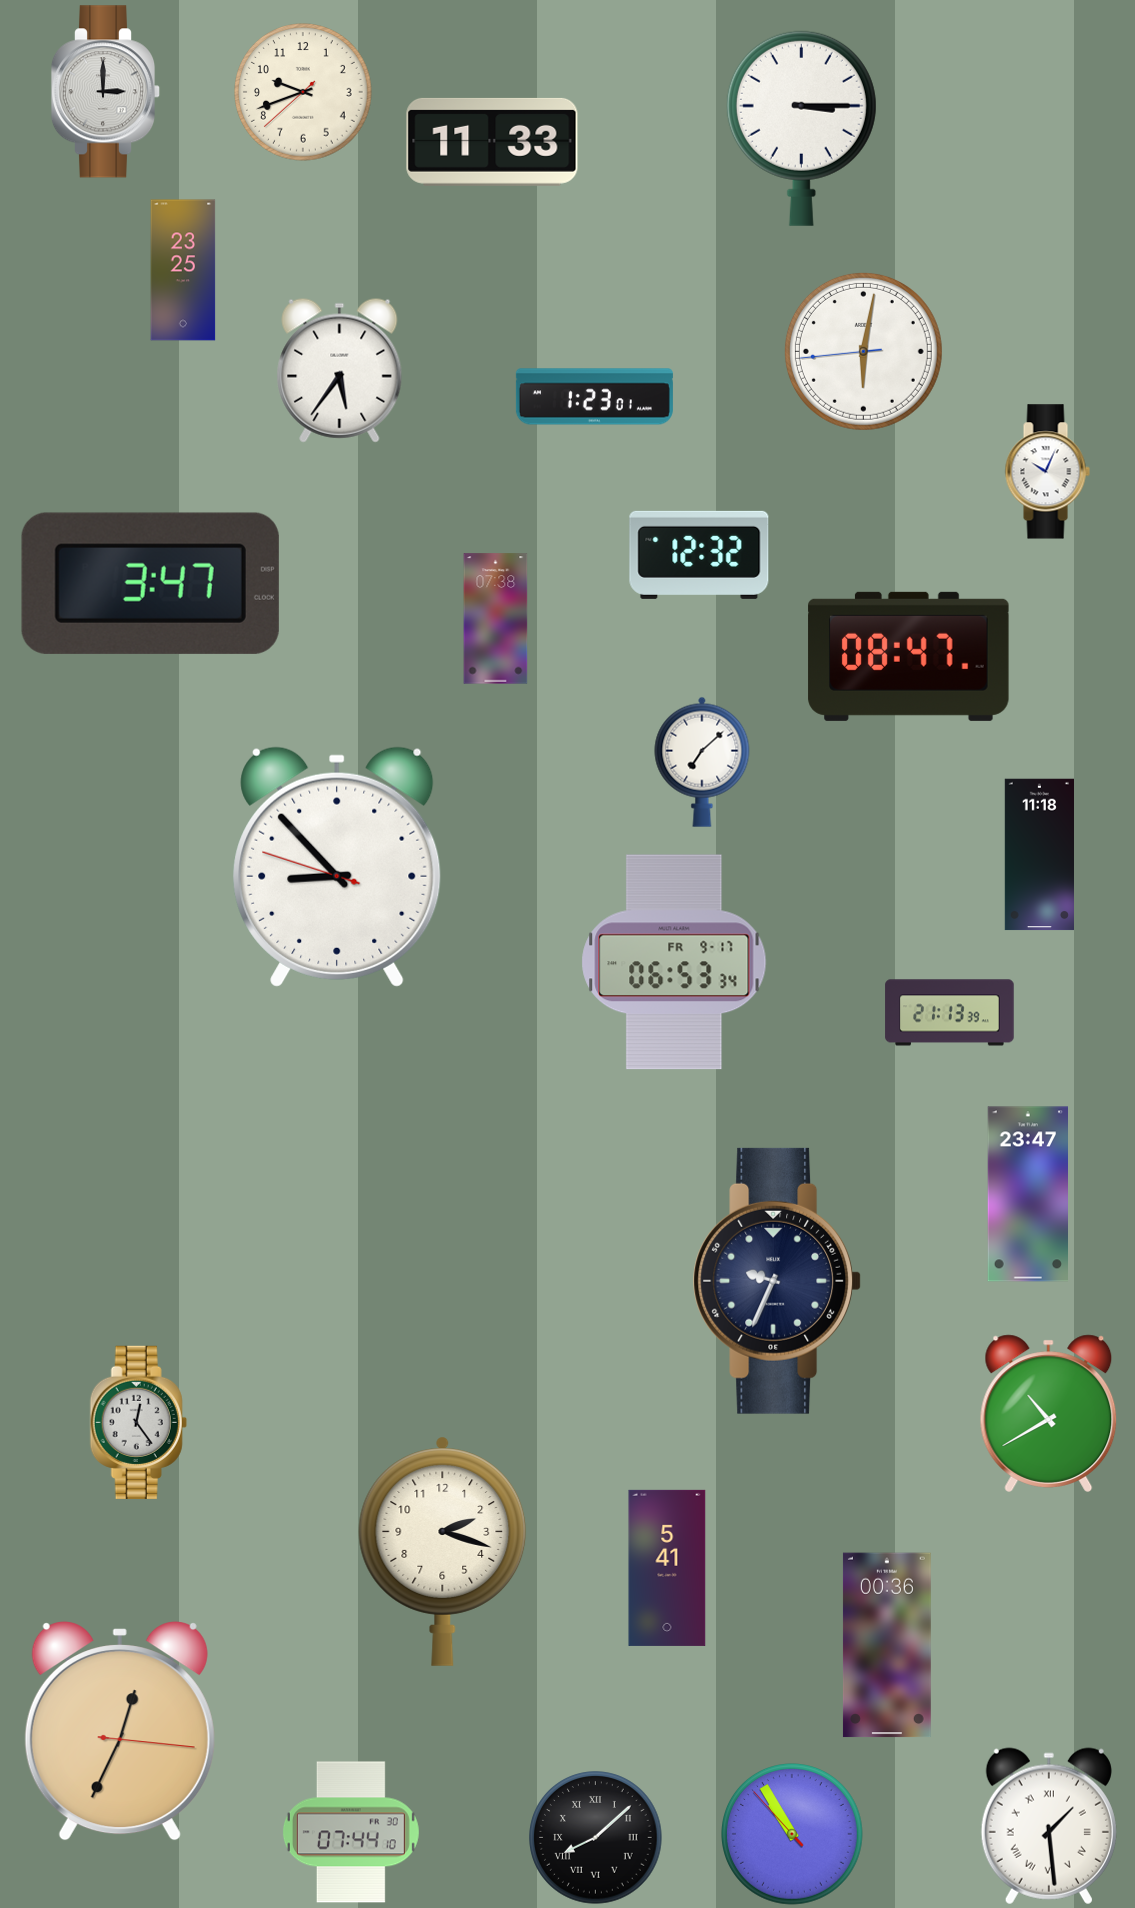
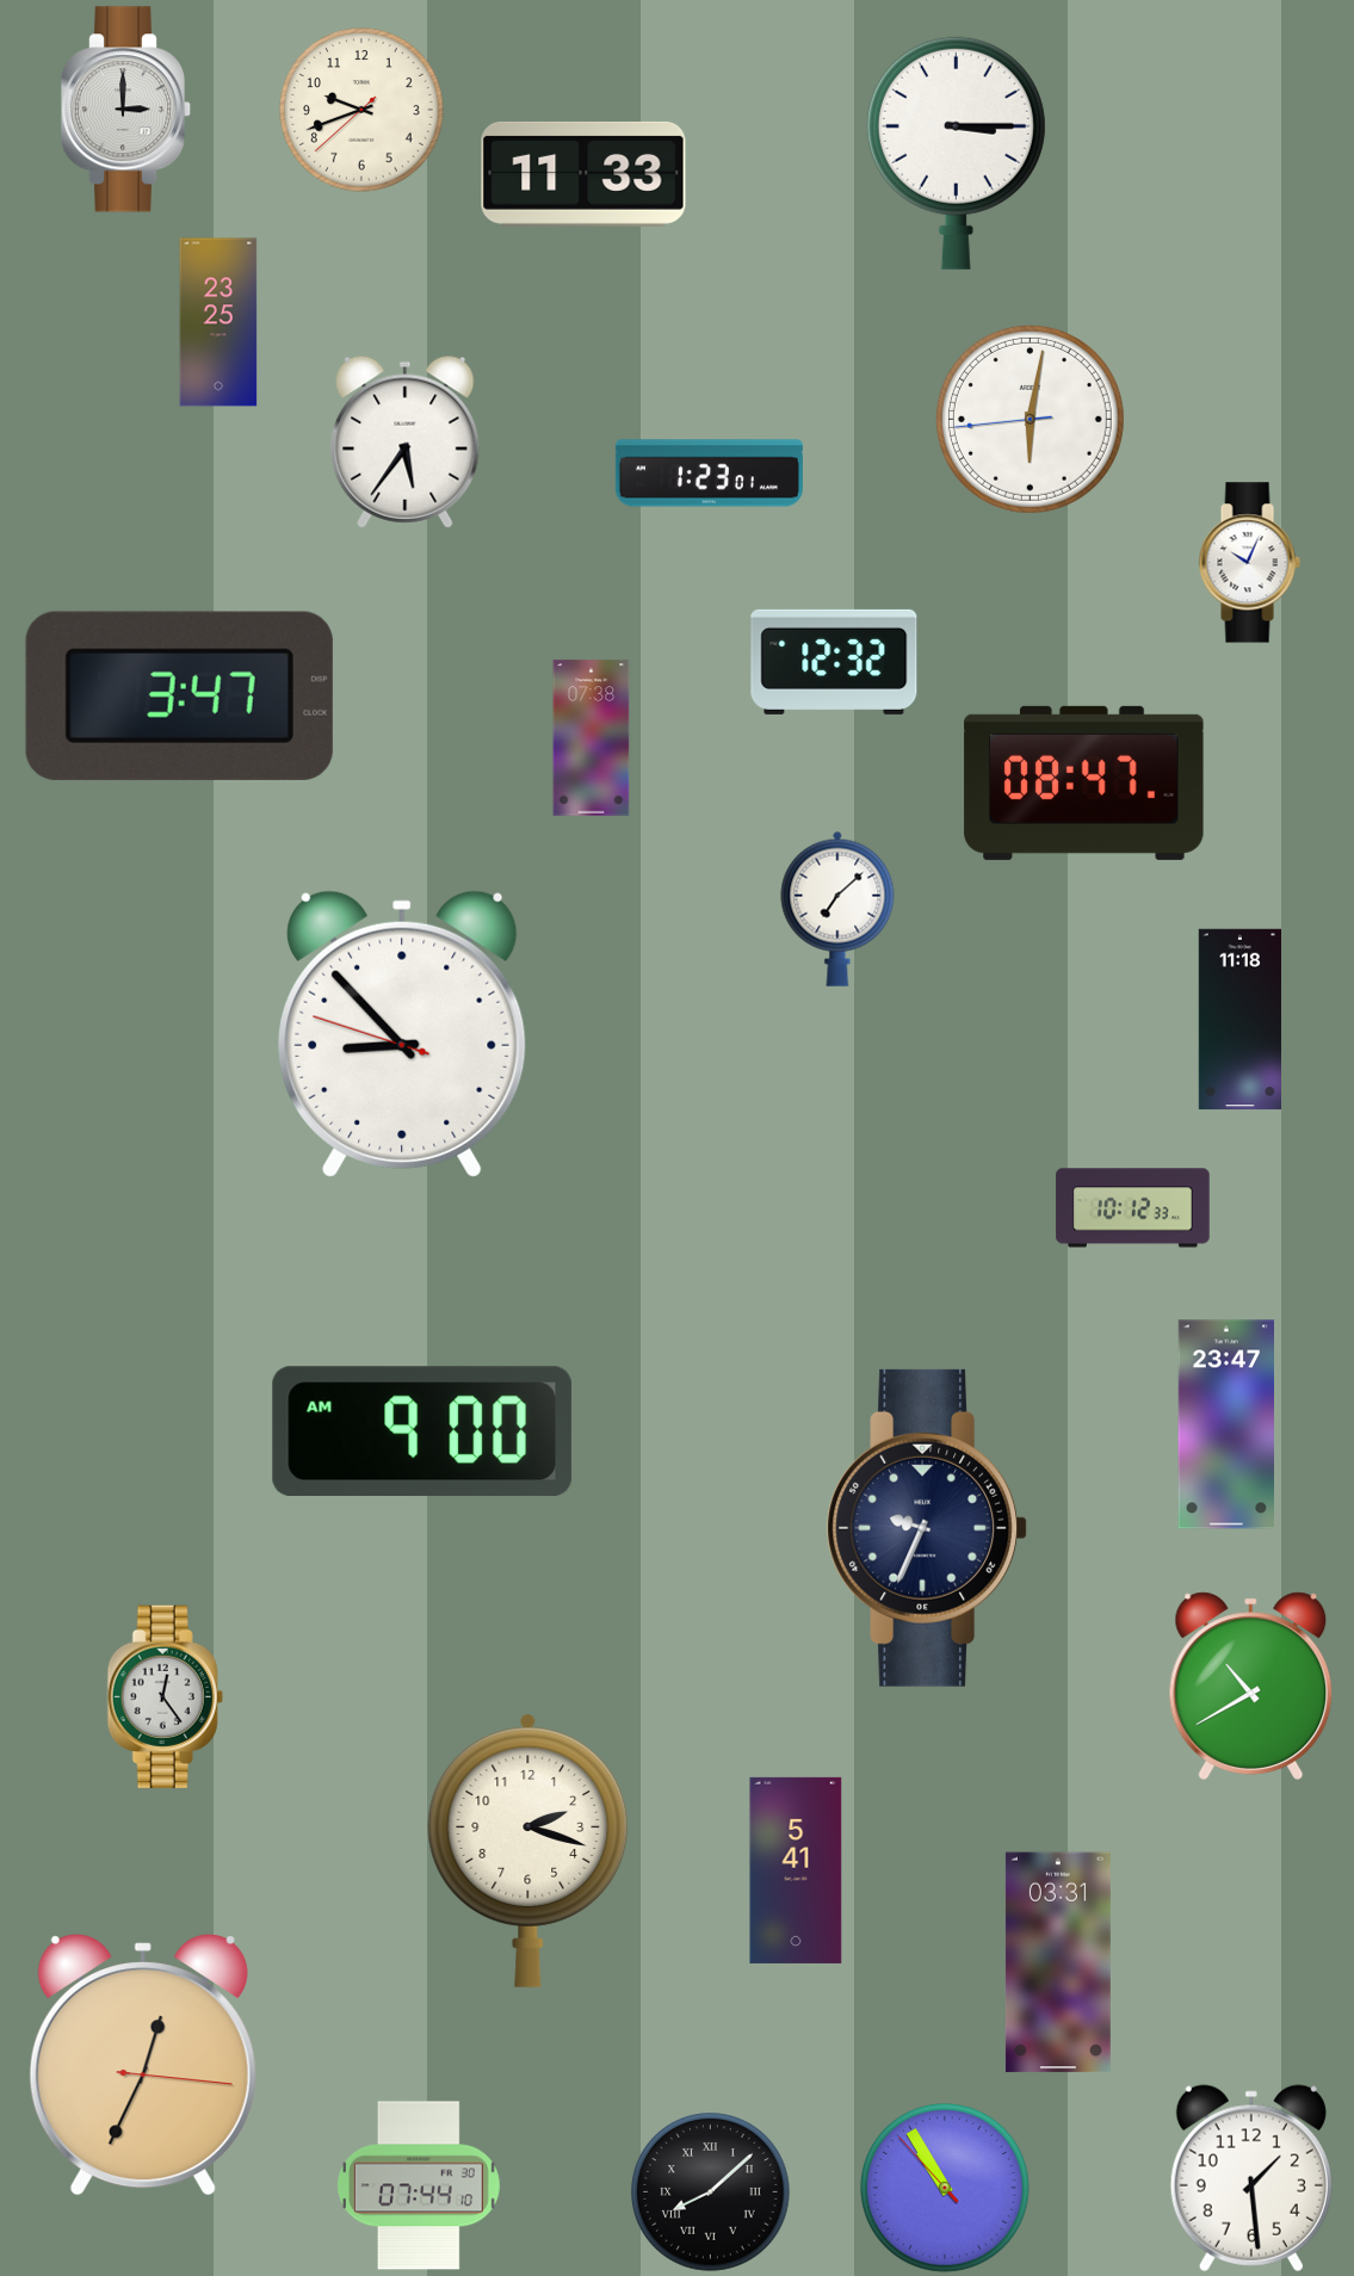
clock at (492, 142) position: (492, 142) -> (583, 174)
clock at (674, 962): 06:53 -> none
clock at (950, 1013): 21:13 -> 10:12
clock at (422, 1431): none -> 9:00
clock at (887, 1645): 00:36 -> 03:31
clock at (1049, 1826) numerals: Roman -> Arabic
